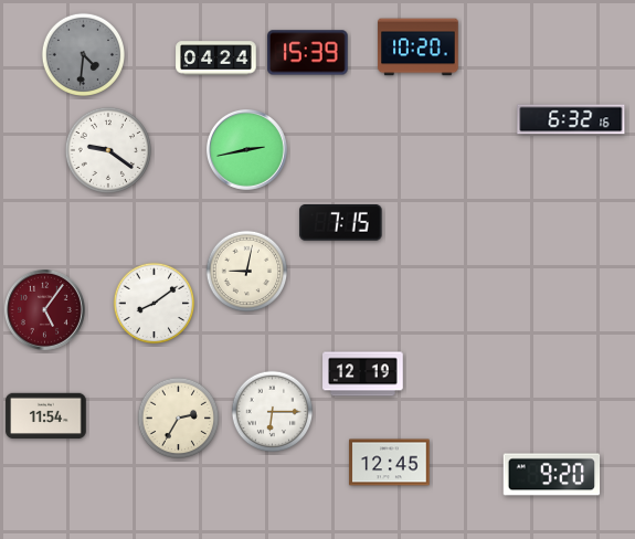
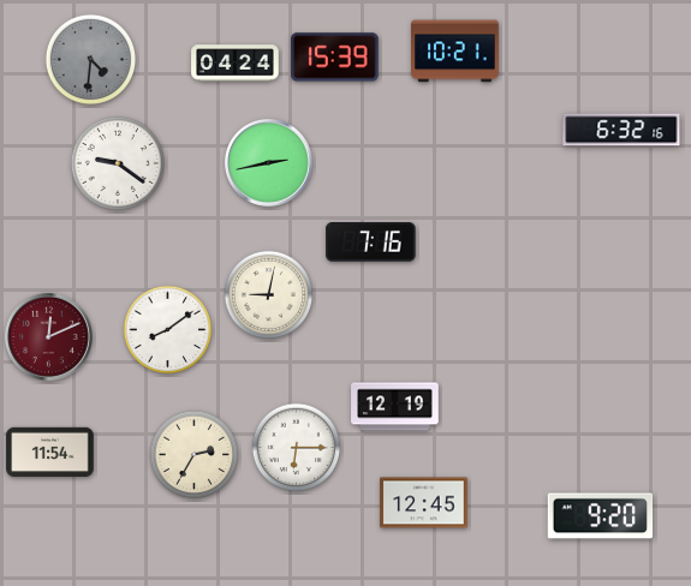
clock at (419, 47): 10:20 -> 10:21
clock at (341, 223): 7:15 -> 7:16
clock at (44, 309): 5:06 -> 12:11
